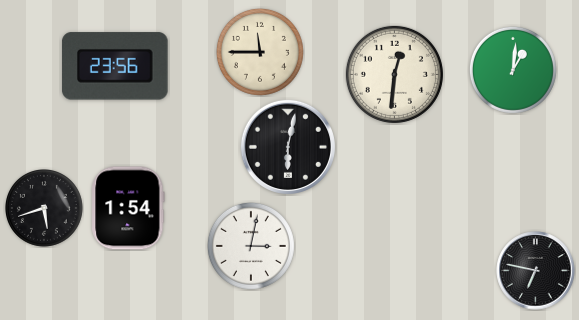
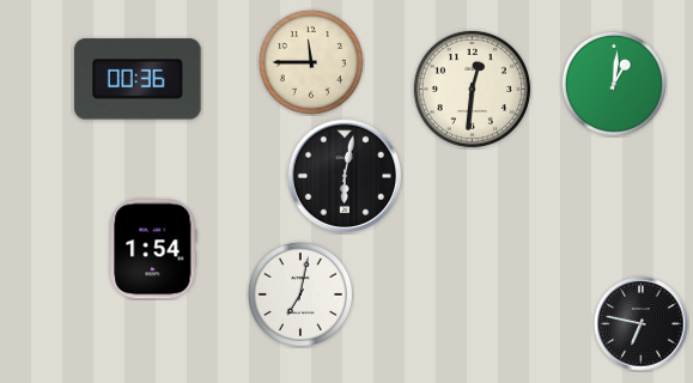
clock at (115, 66): 23:56 -> 00:36
clock at (45, 209): 5:42 -> none
clock at (251, 246): 3:02 -> 7:02
